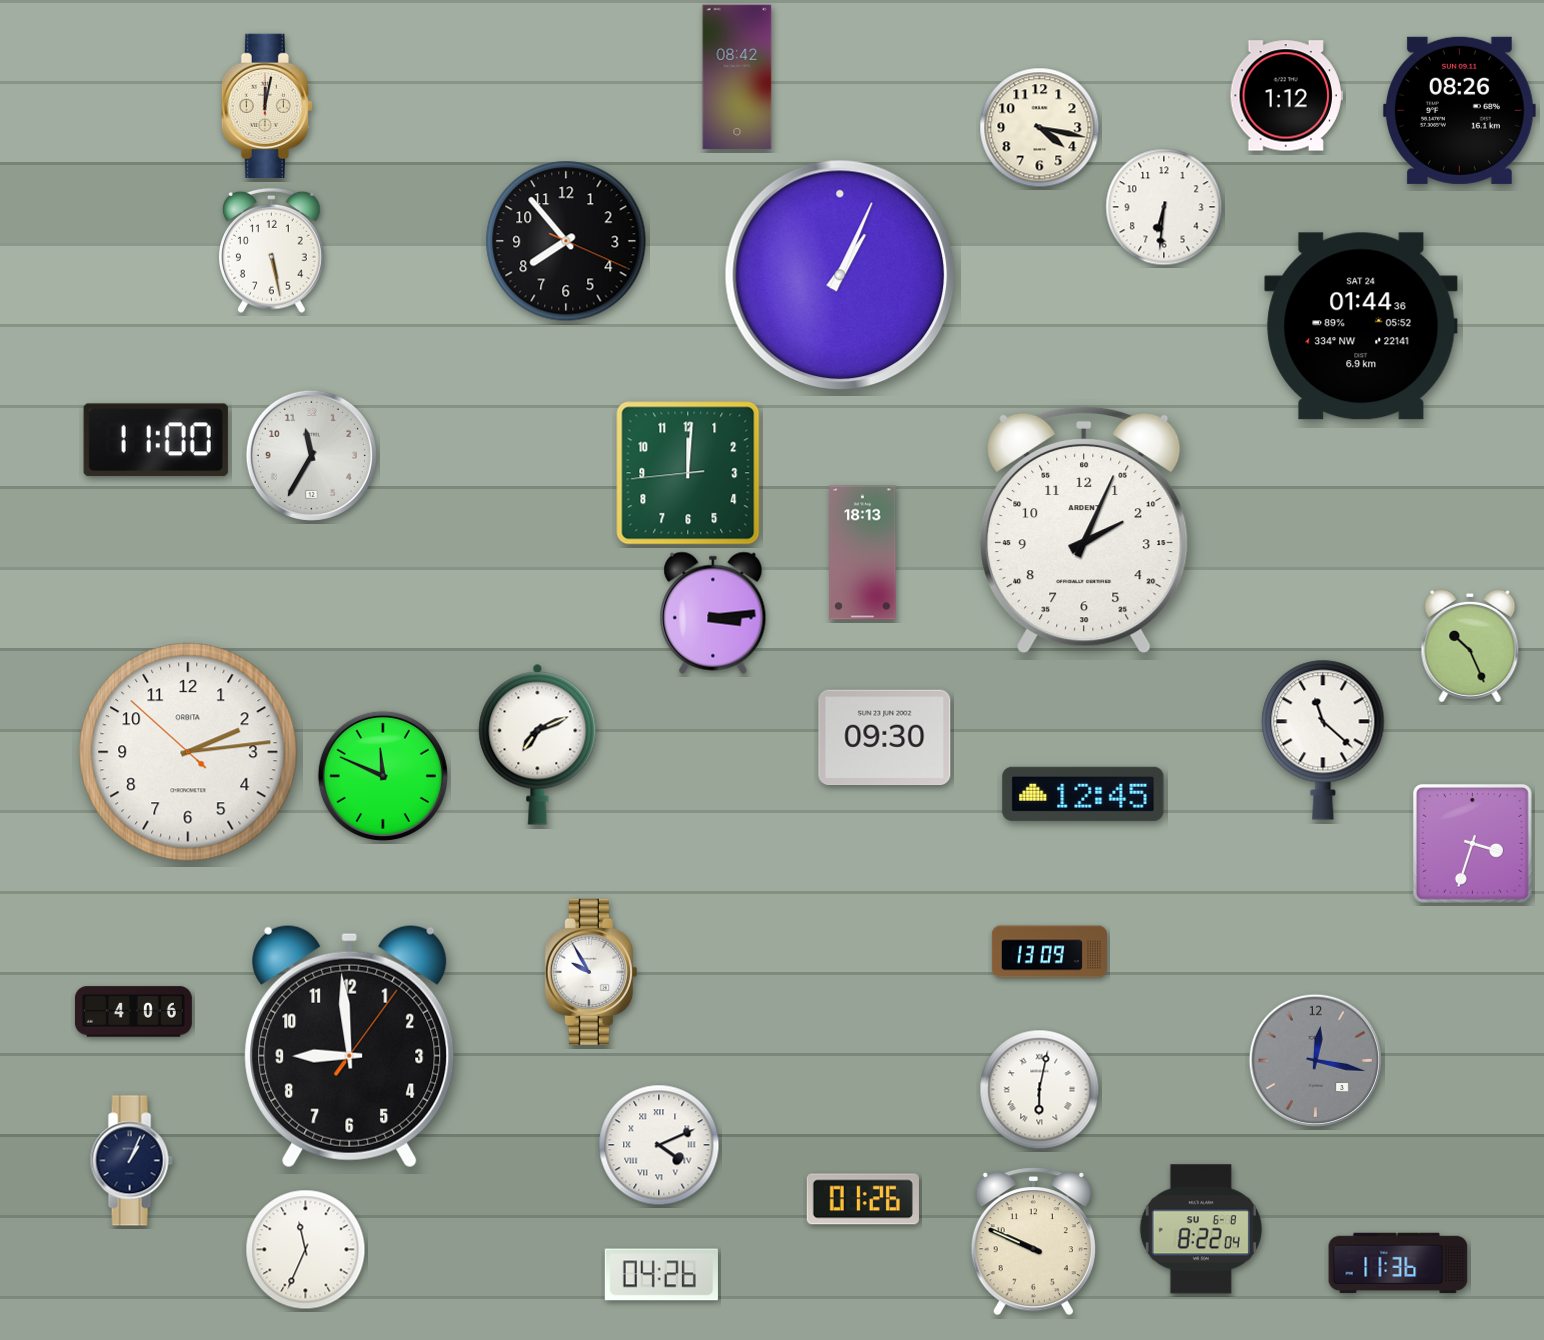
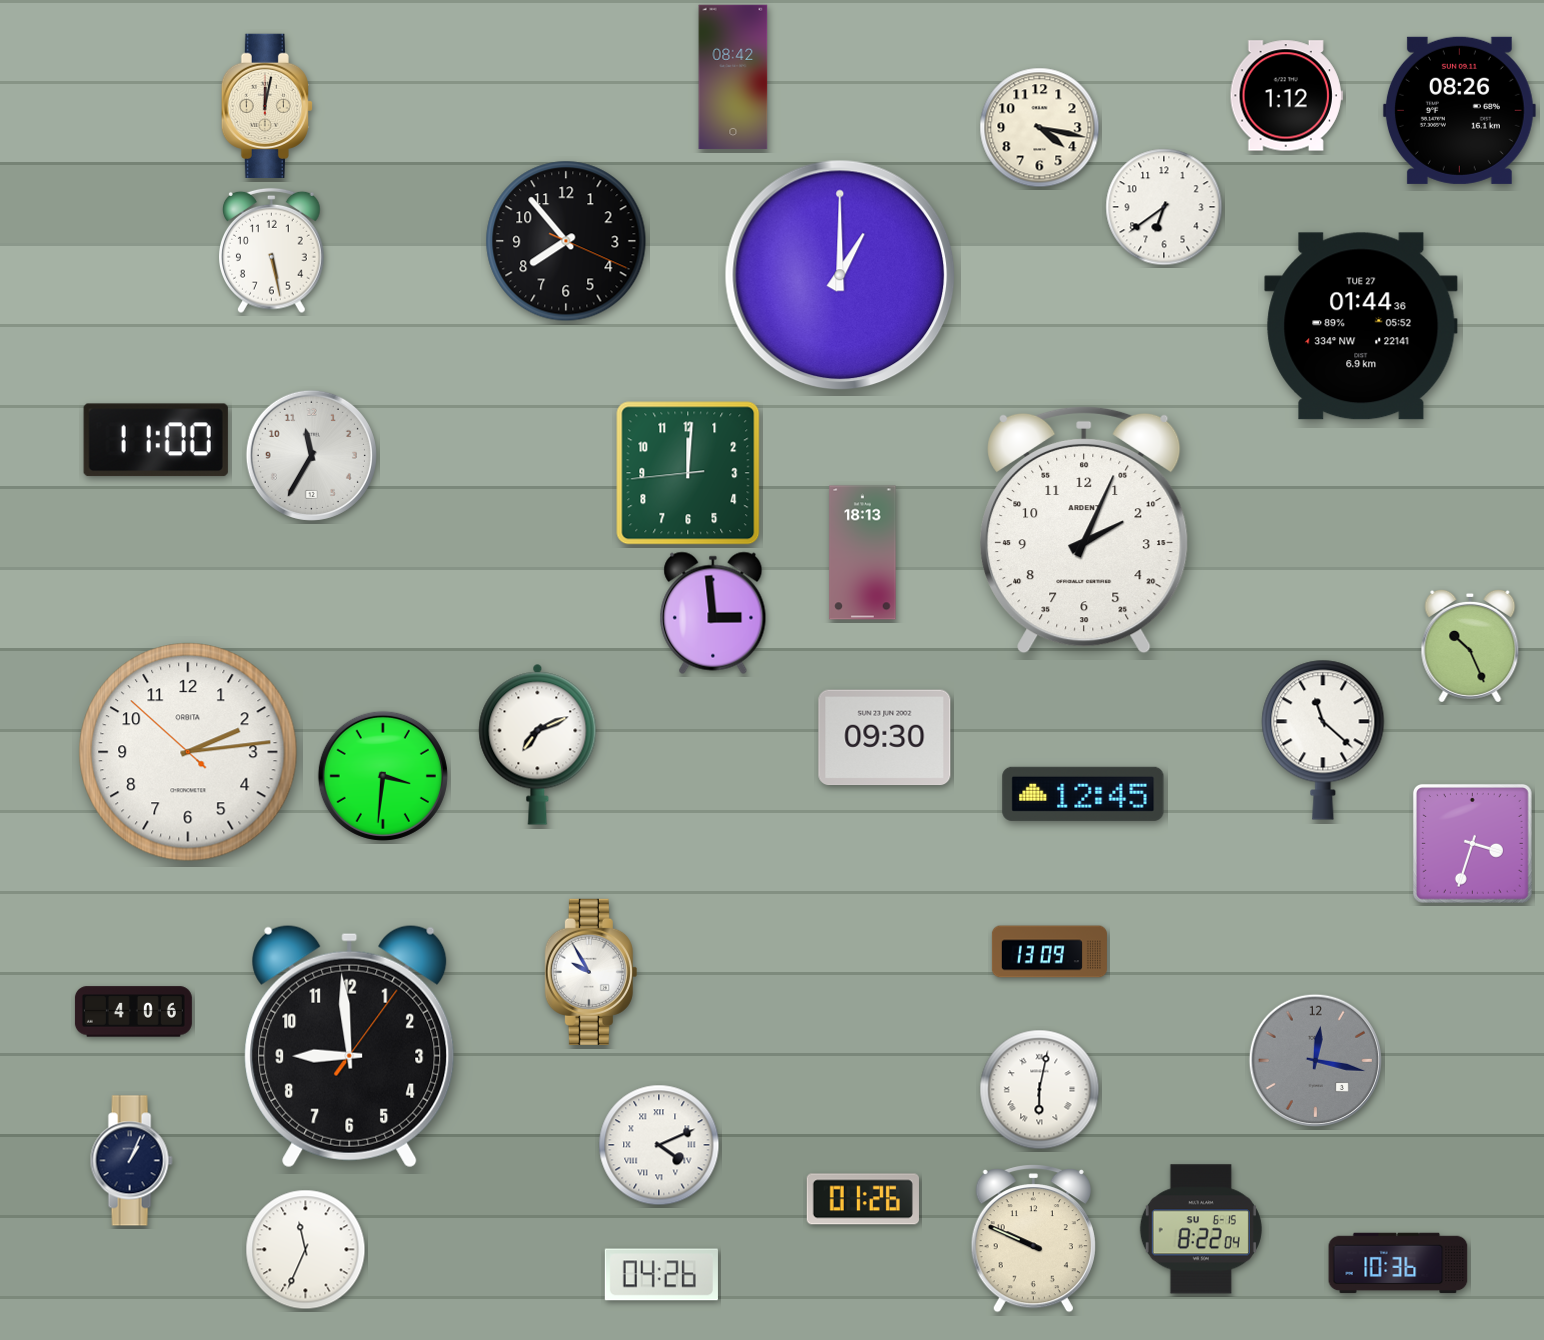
clock at (737, 77) position: (737, 77) -> (733, 77)
clock at (1164, 207): 6:31 -> 6:39
clock at (840, 275): 1:04 -> 1:00
clock at (1361, 326) date: SAT 24 -> TUE 27
clock at (713, 613): 3:14 -> 2:59
clock at (383, 776): 11:49 -> 3:31
clock at (1201, 1229) date: SU 6-8 -> SU 6-15
clock at (1033, 1242) position: (1033, 1242) -> (1033, 1239)
clock at (1398, 1263): 11:36 -> 10:36
